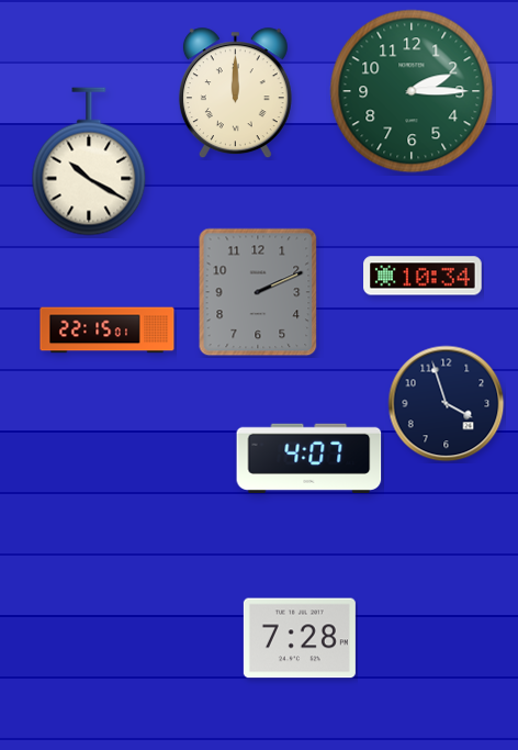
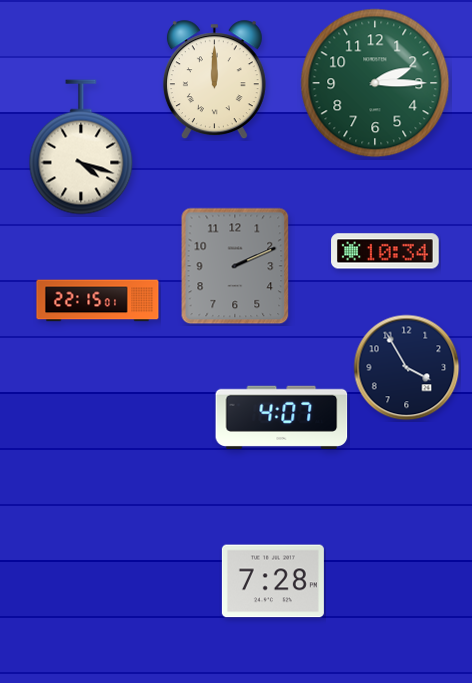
clock at (235, 93) position: (235, 93) -> (214, 80)
clock at (89, 161): 10:20 -> 4:18
clock at (447, 404): 3:57 -> 3:55
